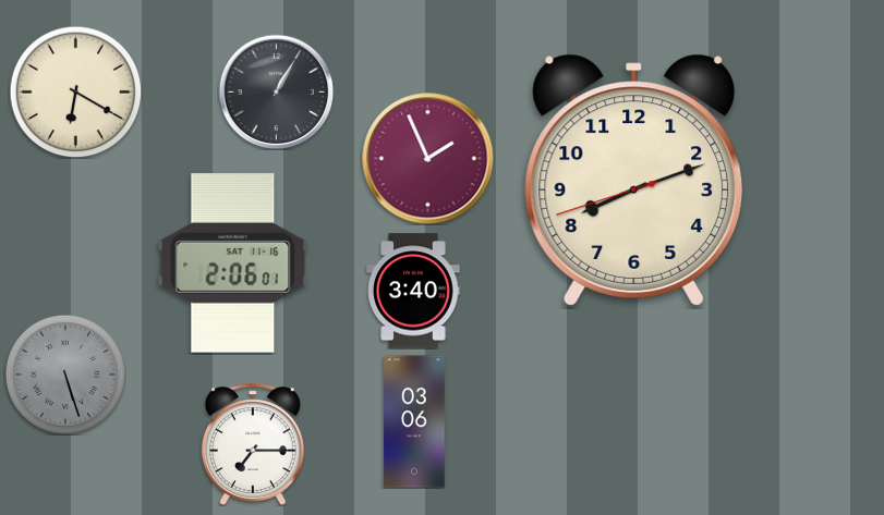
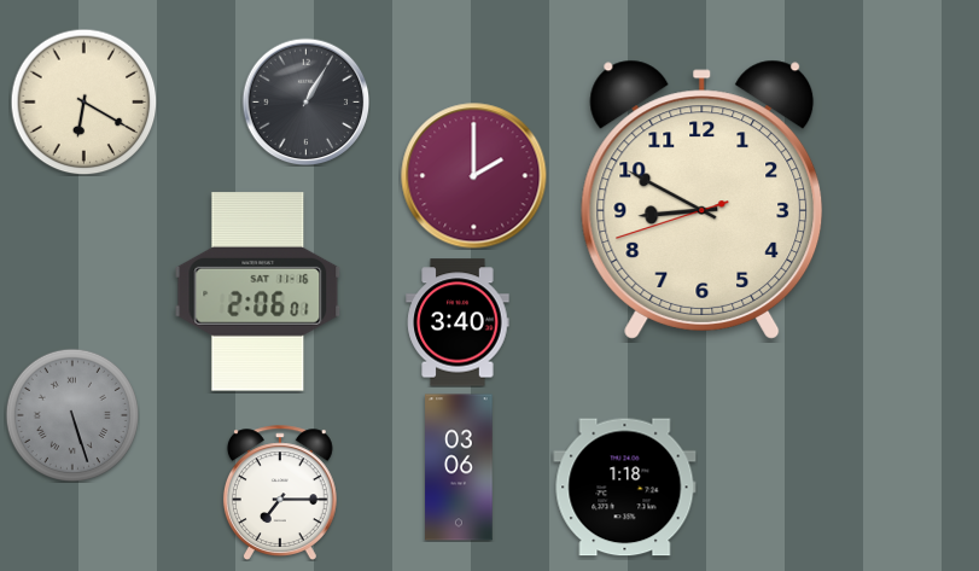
clock at (428, 159): 1:56 -> 2:00
clock at (634, 180): 8:11 -> 8:49
clock at (625, 488): none -> 1:18
